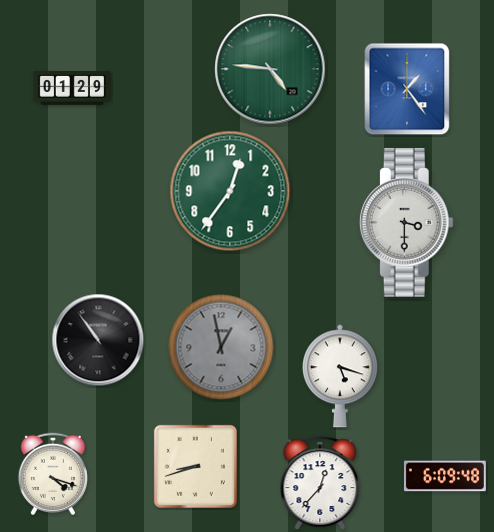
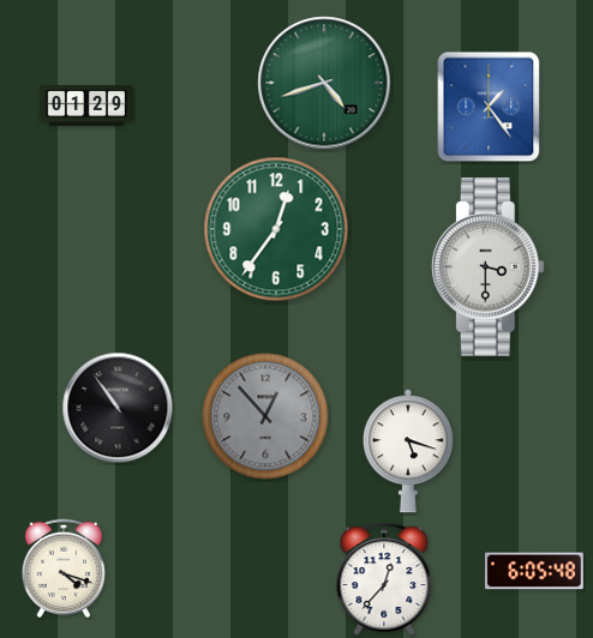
clock at (270, 69): 4:46 -> 4:42
clock at (221, 347): 12:58 -> 12:53
clock at (195, 466): 8:42 -> none
clock at (445, 476): 6:09 -> 6:05
